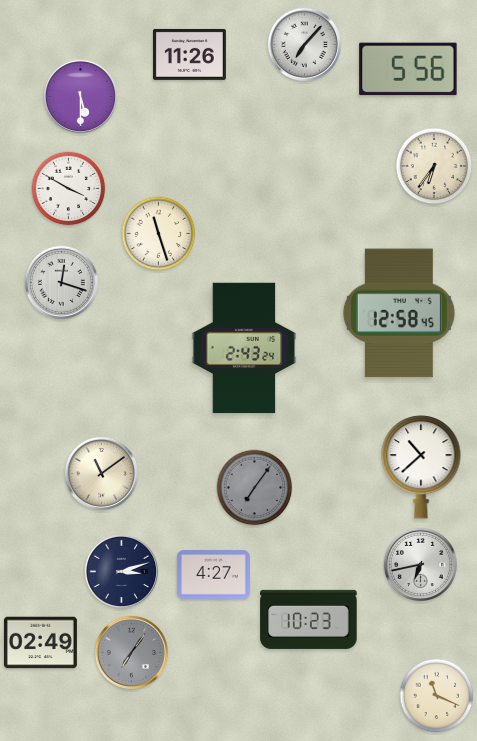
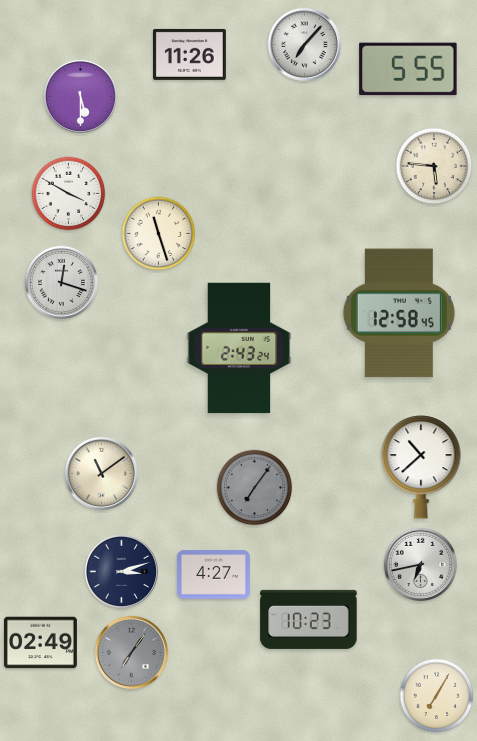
clock at (408, 69): 5:56 -> 5:55
clock at (434, 166): 6:36 -> 5:46
clock at (69, 189) position: (69, 189) -> (69, 194)
clock at (244, 348) position: (244, 348) -> (239, 348)
clock at (437, 696): 11:19 -> 7:05
